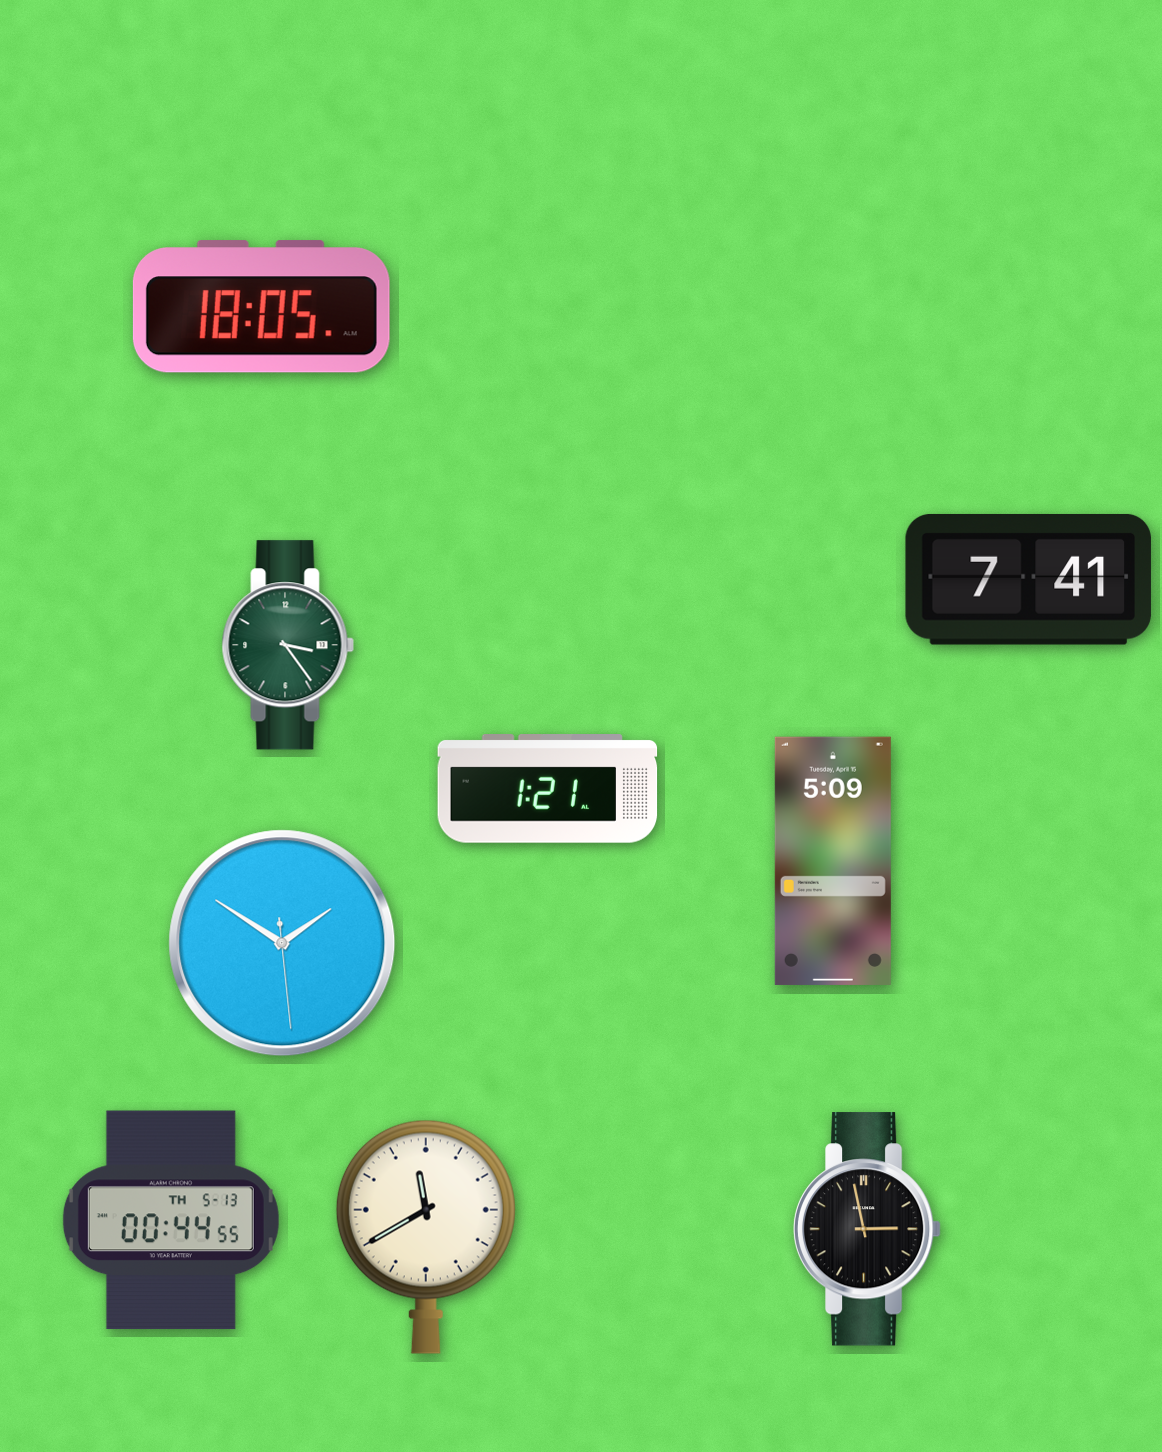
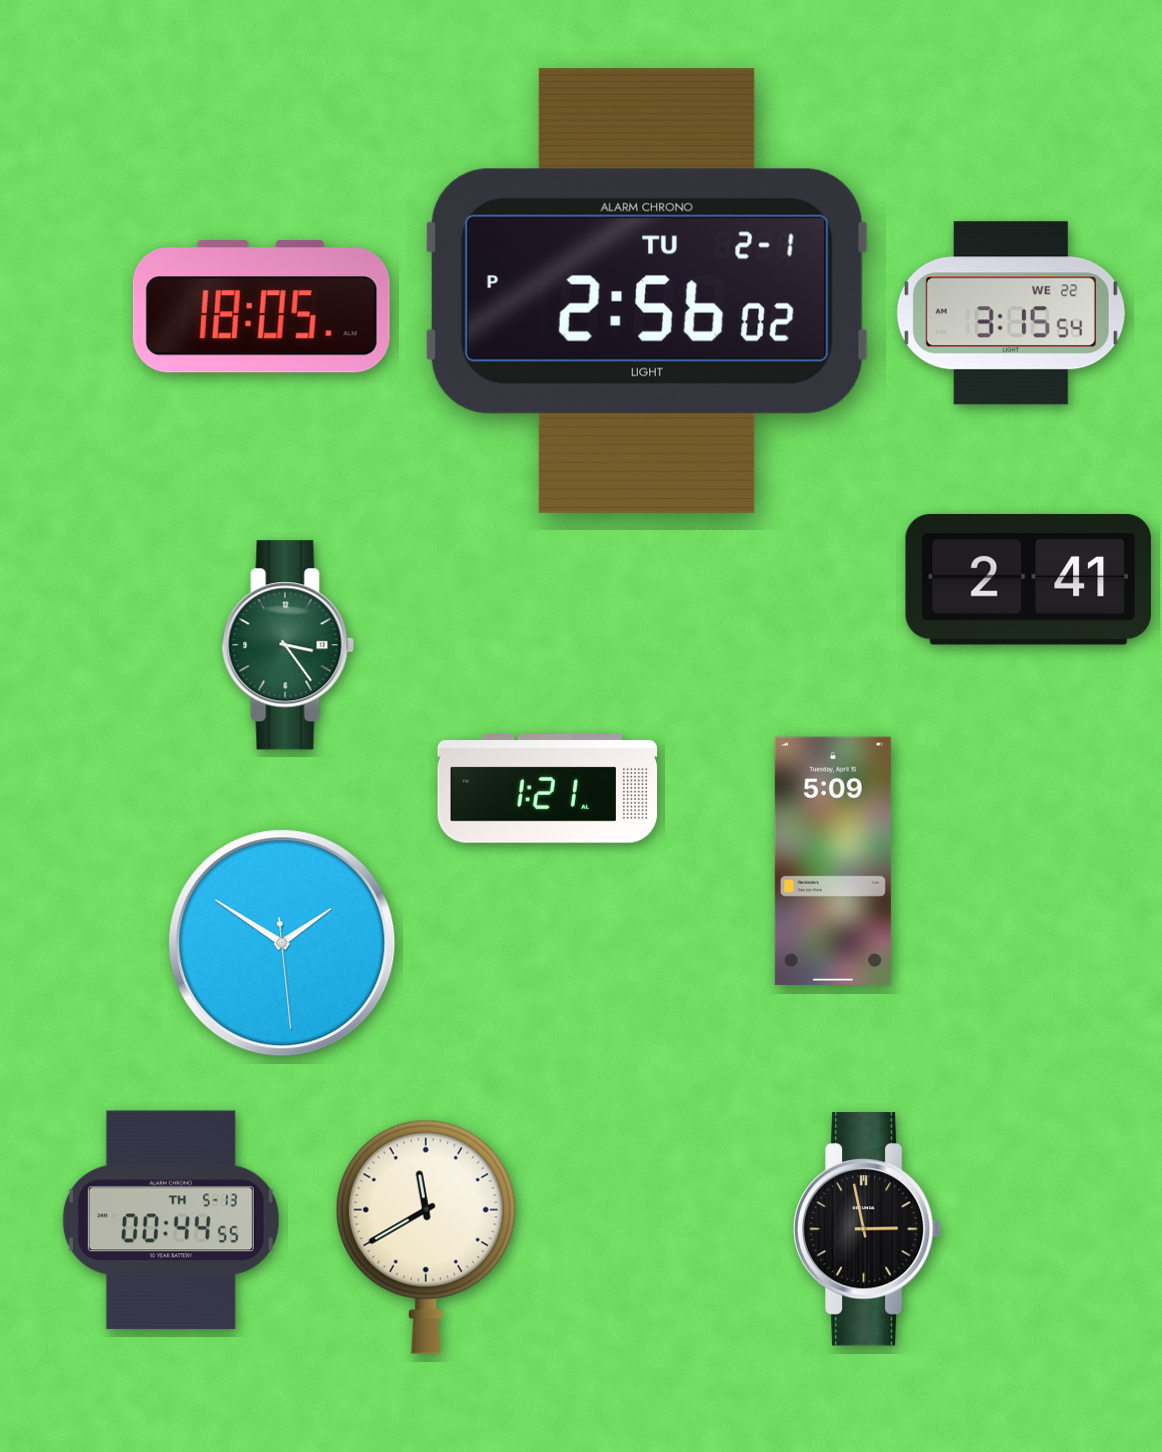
clock at (647, 291): none -> 2:56
clock at (1011, 313): none -> 3:15
clock at (1028, 579): 7:41 -> 2:41
